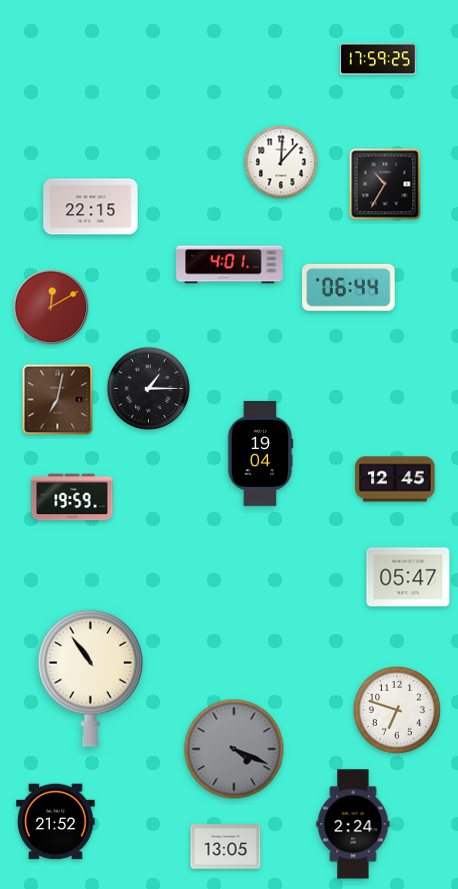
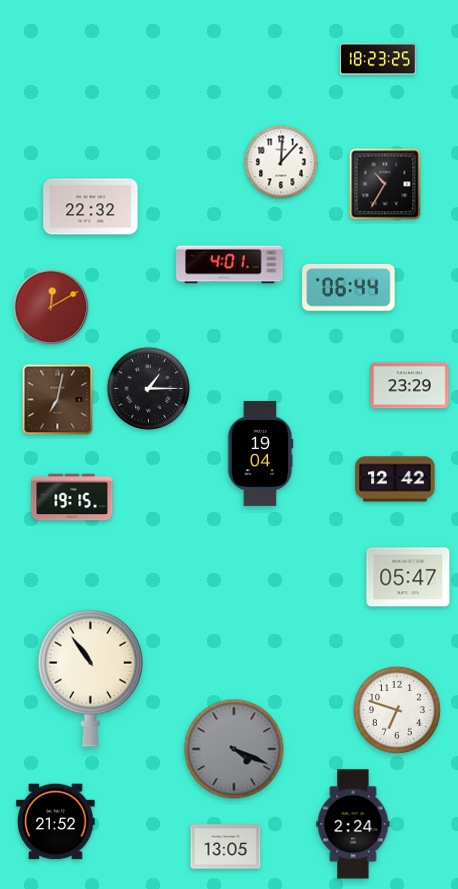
clock at (378, 59): 17:59 -> 18:23
clock at (91, 207): 22:15 -> 22:32
clock at (410, 386): none -> 23:29
clock at (395, 479): 12:45 -> 12:42
clock at (72, 497): 19:59 -> 19:15
